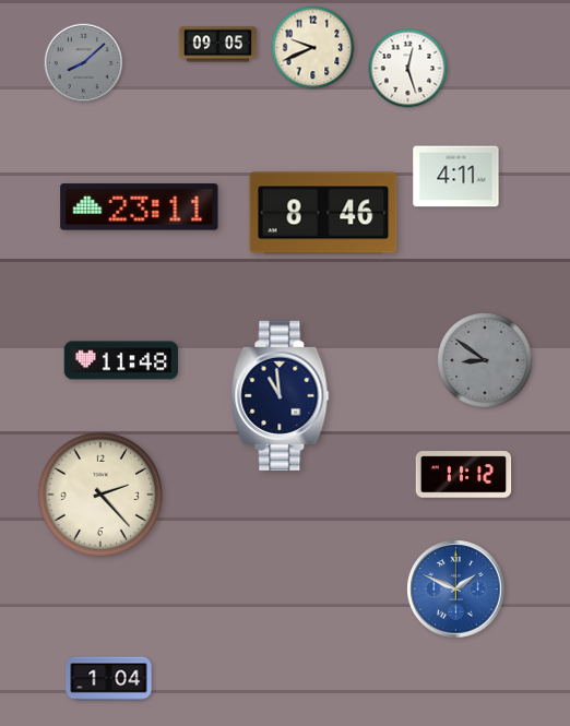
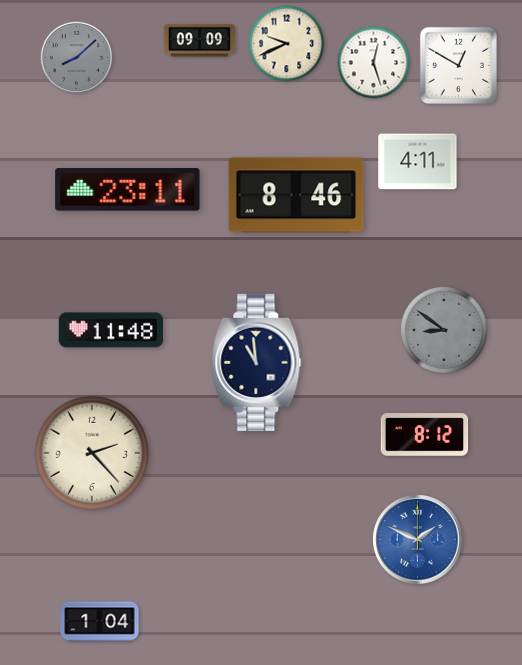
clock at (218, 45): 09:05 -> 09:09
clock at (458, 65): none -> 12:50
clock at (464, 475): 11:12 -> 8:12
